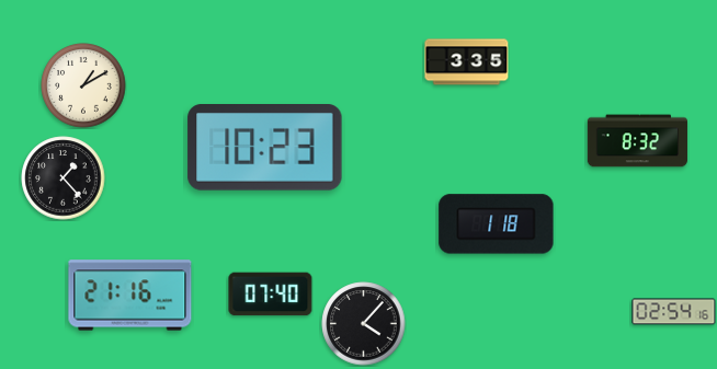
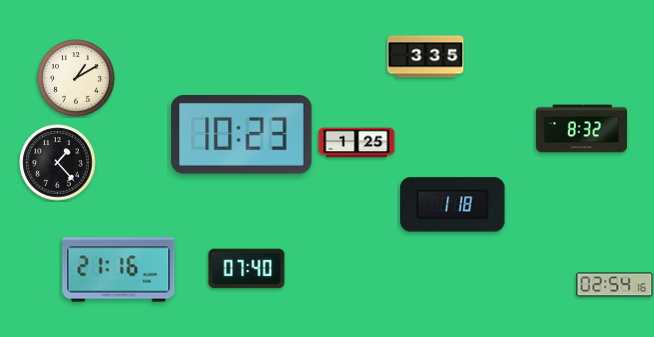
clock at (357, 143): none -> 1:25
clock at (364, 324): 4:07 -> none
